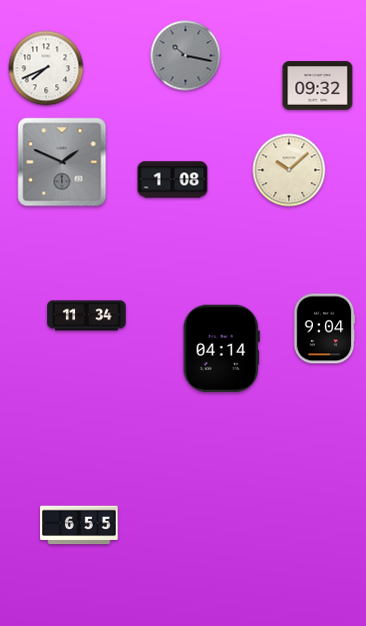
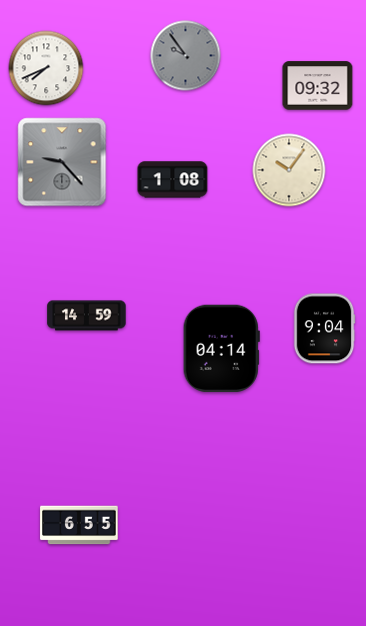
clock at (186, 56): 10:17 -> 9:54
clock at (62, 162): 1:49 -> 9:23
clock at (289, 170): 10:08 -> 10:06
clock at (87, 316): 11:34 -> 14:59
